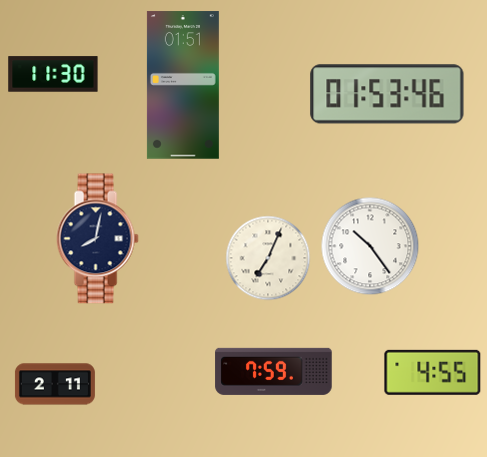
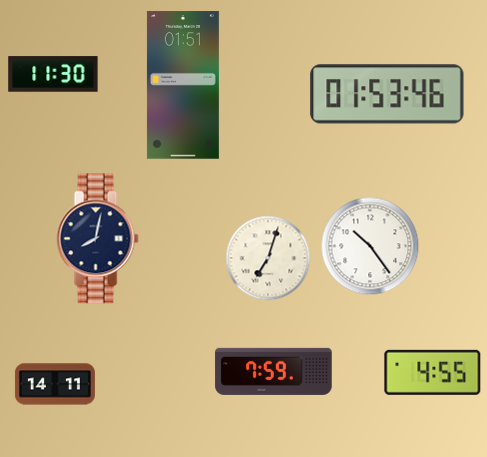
clock at (268, 258): 7:04 -> 7:03
clock at (55, 384): 2:11 -> 14:11
